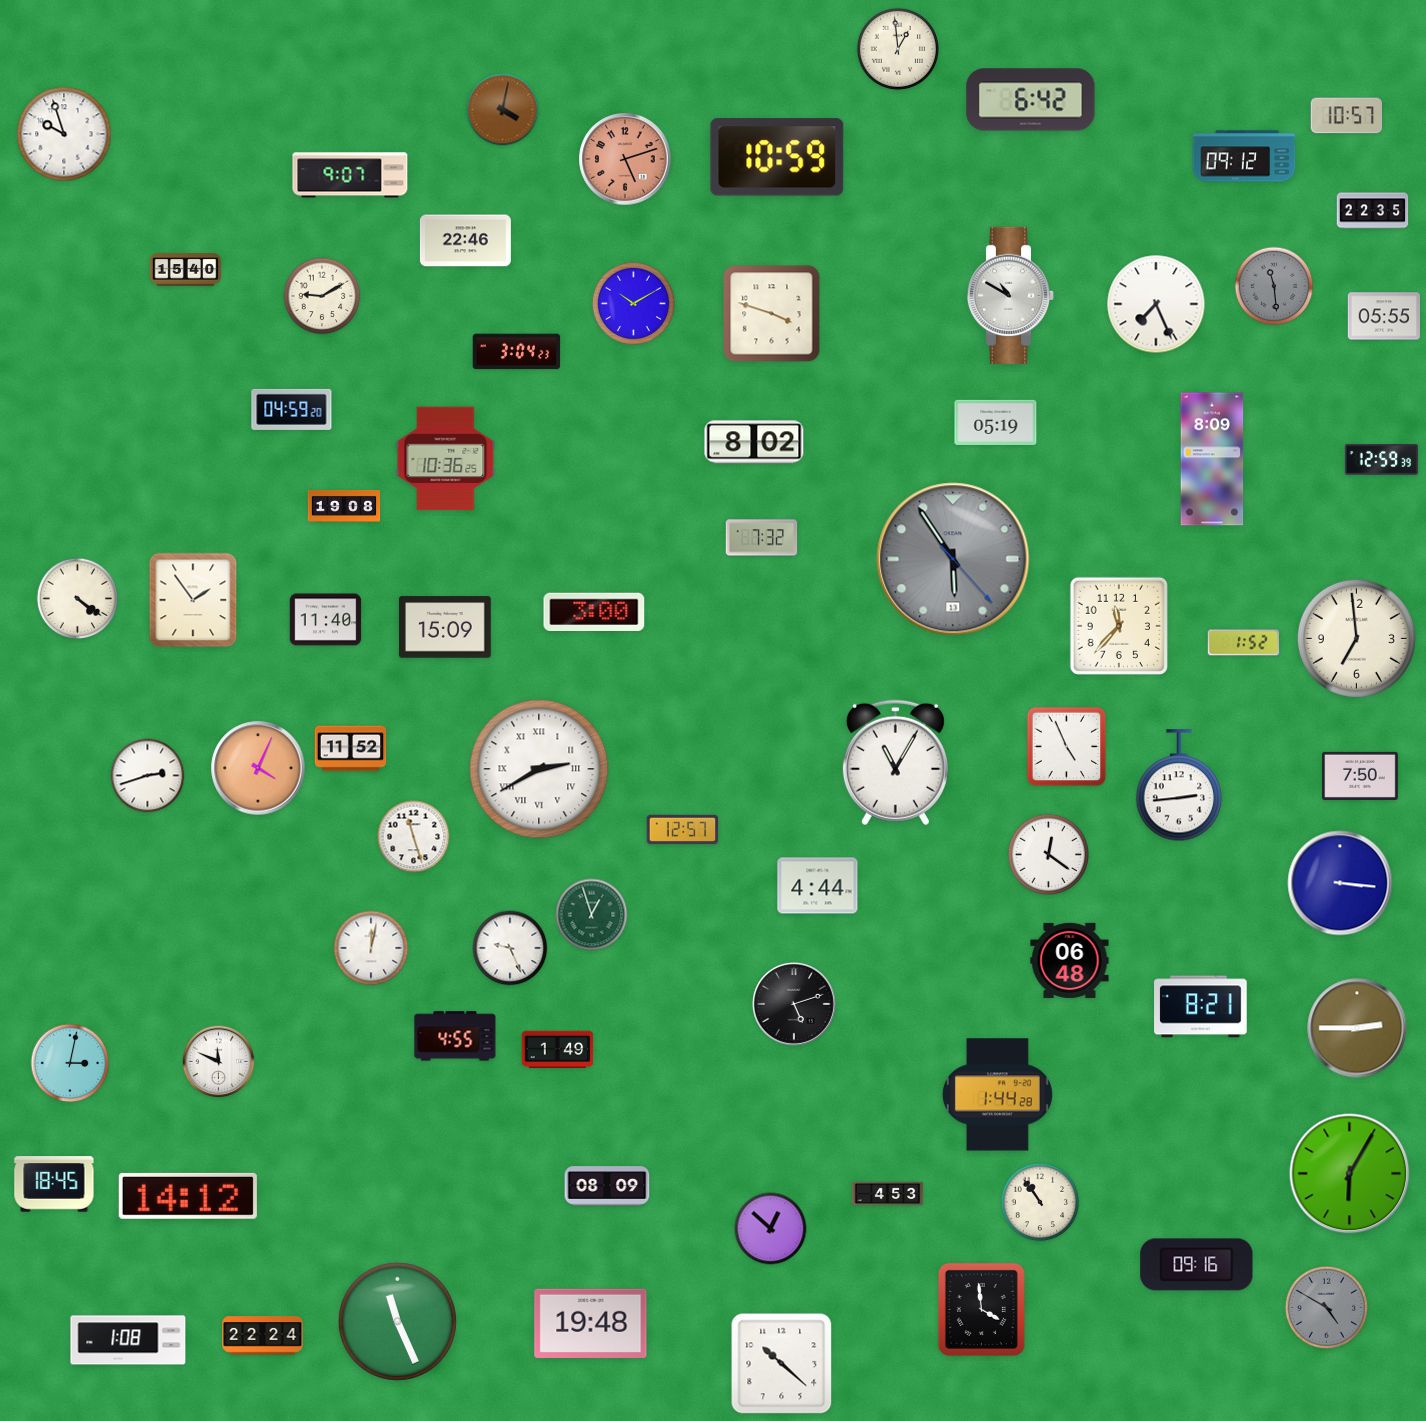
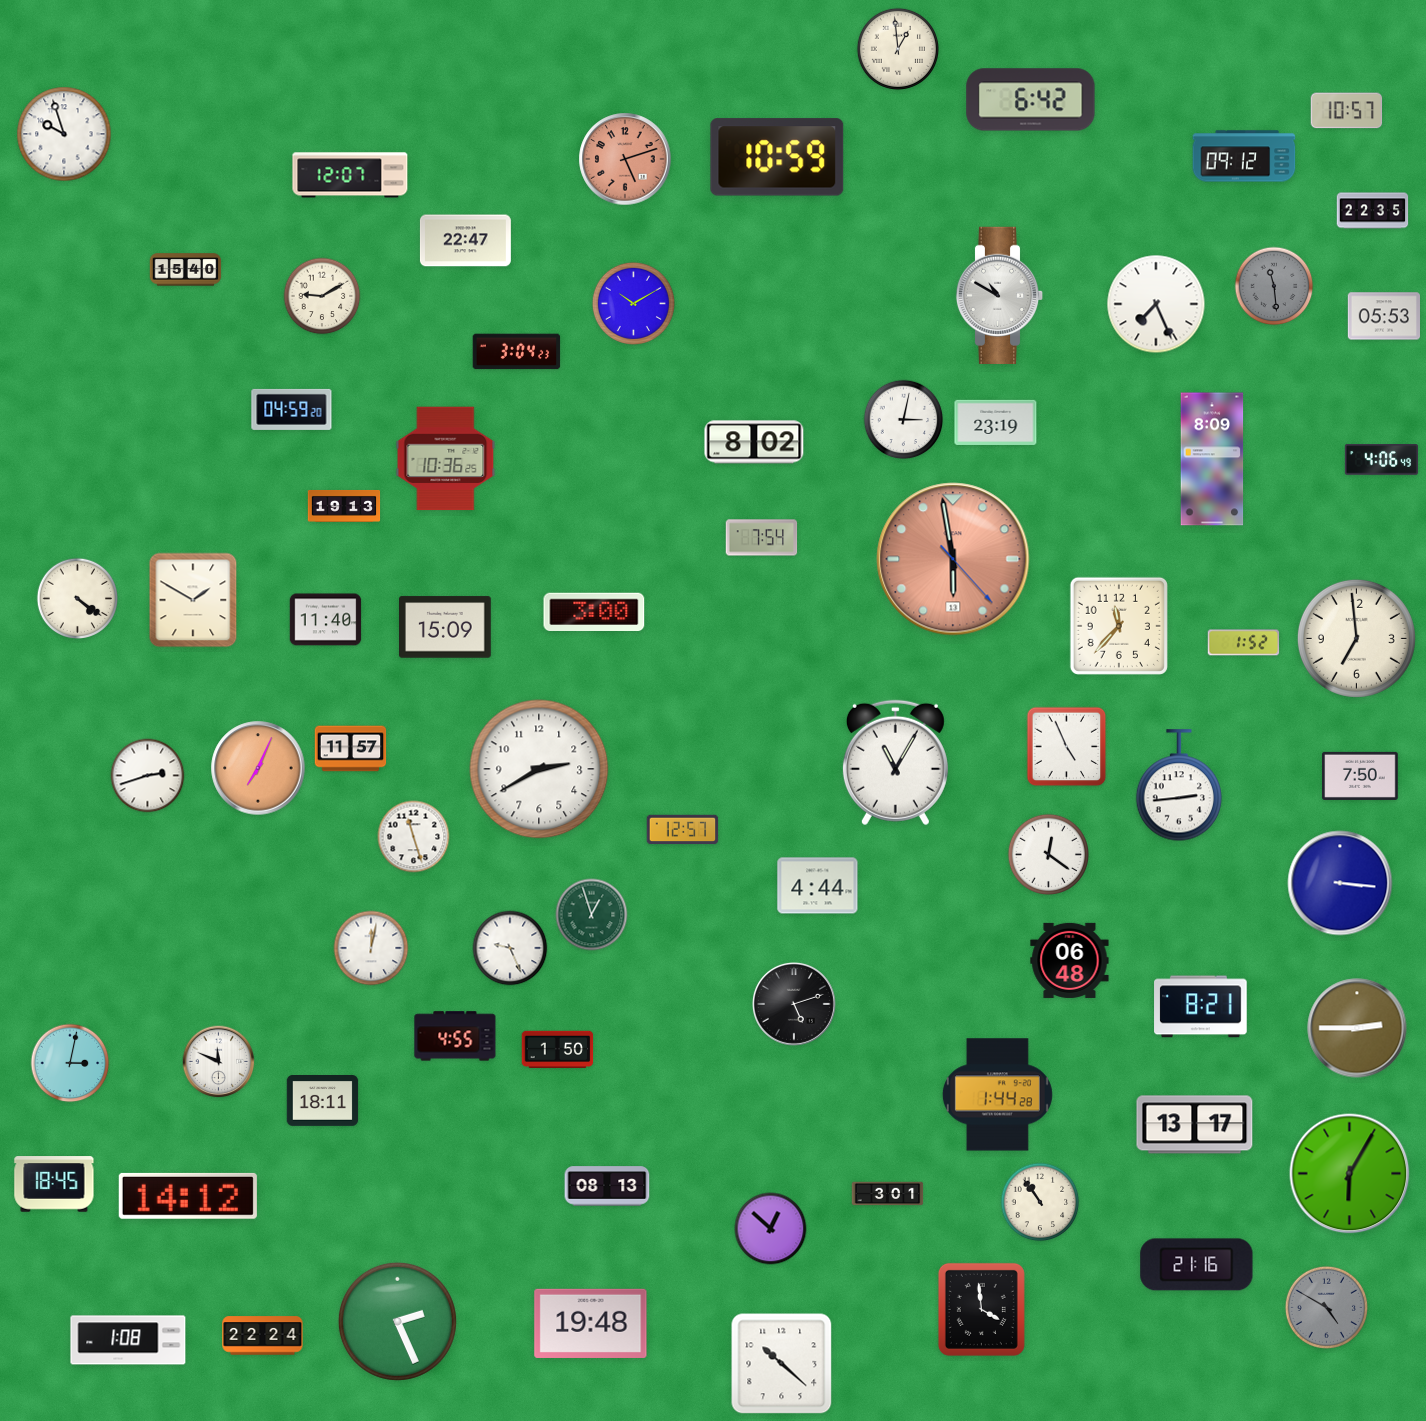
clock at (503, 110): 4:02 -> none
clock at (1347, 116) position: (1347, 116) -> (1347, 111)
clock at (350, 175): 9:07 -> 12:07
clock at (465, 241): 22:46 -> 22:47
clock at (1011, 295) position: (1011, 295) -> (1000, 295)
clock at (772, 314): 3:48 -> none
clock at (1383, 316): 05:55 -> 05:53
clock at (904, 420): none -> 3:02
clock at (996, 422): 05:19 -> 23:19
clock at (1381, 460): 12:59 -> 4:06
clock at (344, 506): 19:08 -> 19:13
clock at (762, 538): 7:32 -> 7:54
clock at (953, 559): 5:54 -> 5:58
clock at (953, 559) dial: grey -> salmon
clock at (193, 600): 1:54 -> 1:50
clock at (351, 749): 11:52 -> 11:57
clock at (258, 768): 4:04 -> 7:04
clock at (539, 769) numerals: Roman -> Arabic
clock at (558, 1049): 1:49 -> 1:50
clock at (323, 1101): none -> 18:11
clock at (1195, 1125): none -> 13:17
clock at (607, 1186): 08:09 -> 08:13
clock at (888, 1194): 4:53 -> 3:01
clock at (1197, 1265): 09:16 -> 21:16
clock at (397, 1321): 11:26 -> 2:26
